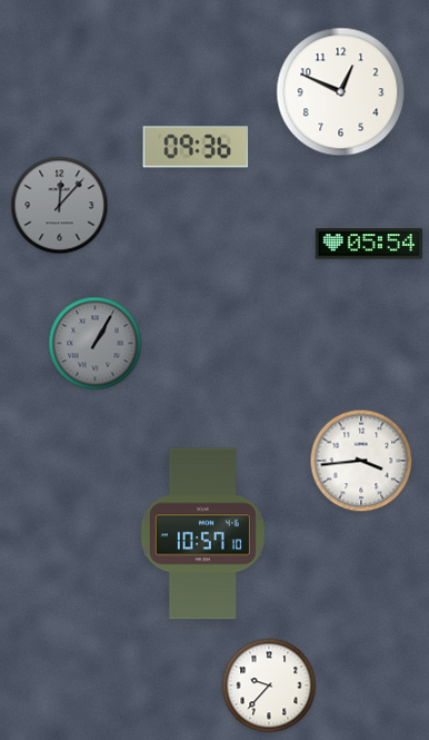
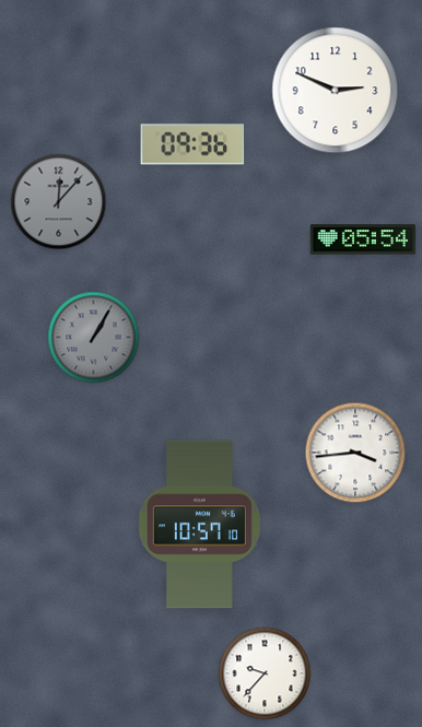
clock at (341, 92): 12:49 -> 2:49
